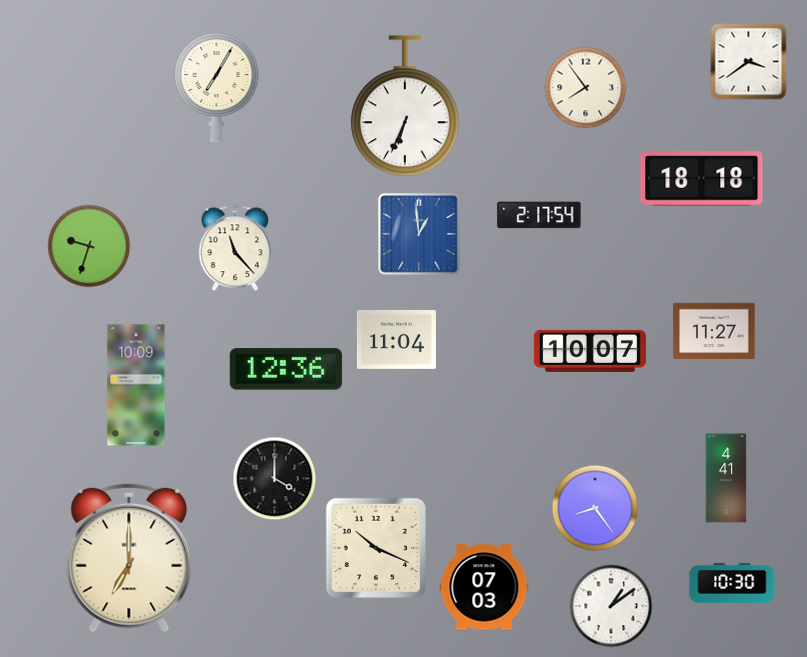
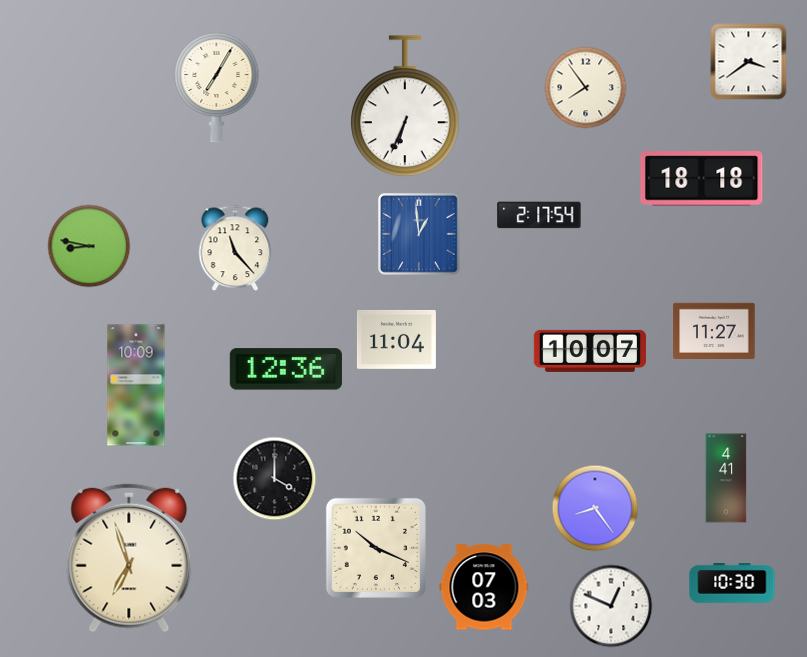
clock at (89, 246): 9:33 -> 8:47
clock at (129, 558): 7:00 -> 6:57
clock at (611, 606): 1:09 -> 12:49
